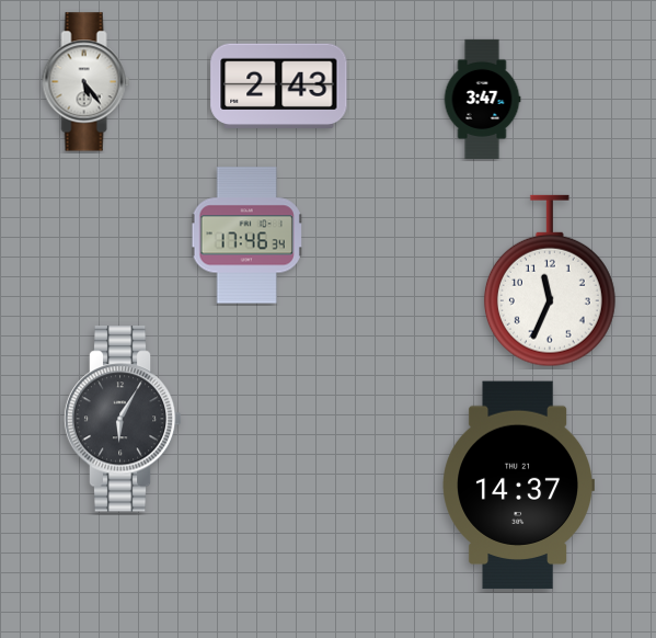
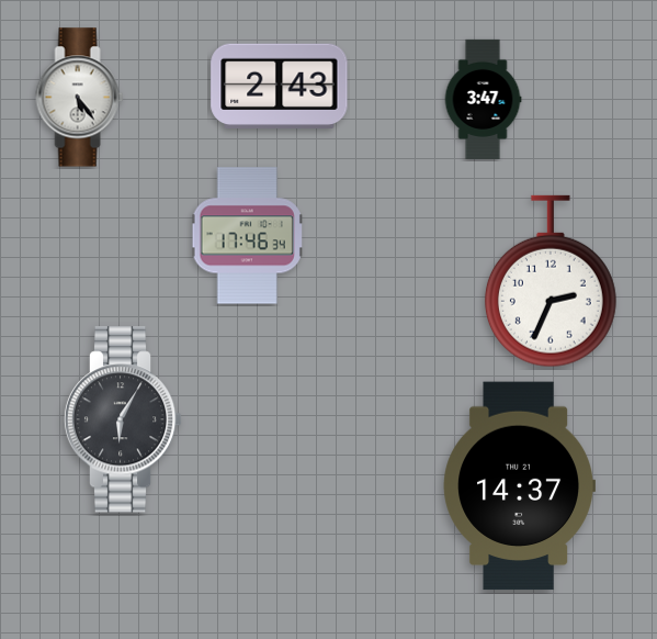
clock at (87, 82) position: (87, 82) -> (80, 98)
clock at (550, 281): 11:34 -> 2:34
